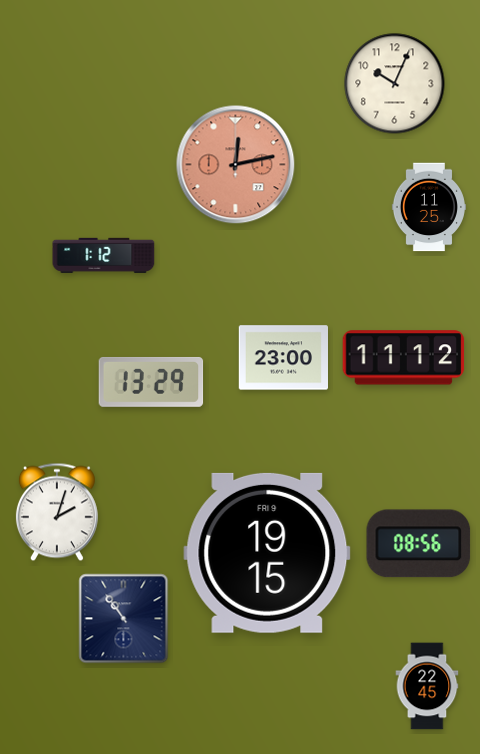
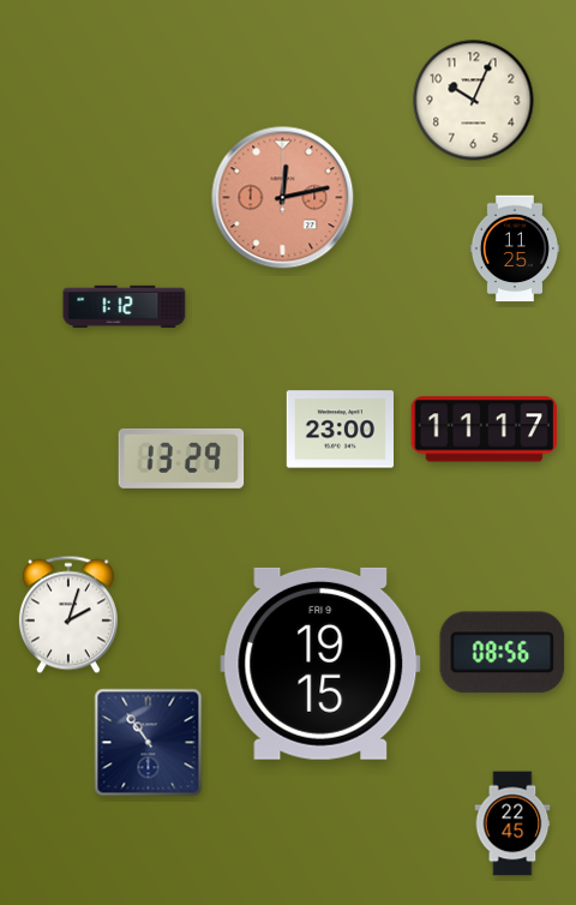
clock at (404, 358): 11:12 -> 11:17
